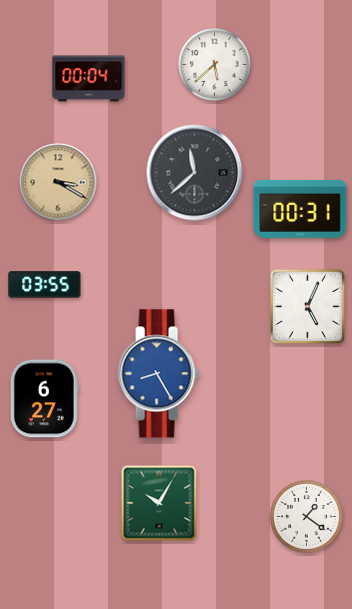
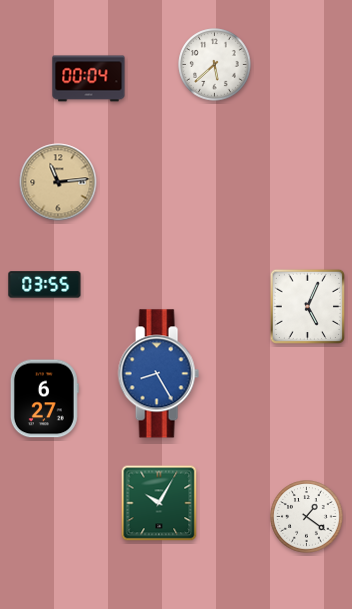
clock at (195, 173): 11:38 -> none
clock at (58, 182): 3:20 -> 11:14
clock at (300, 209): 00:31 -> none
